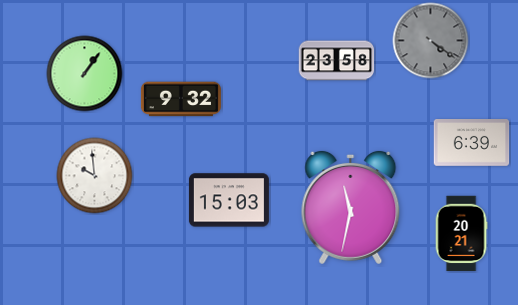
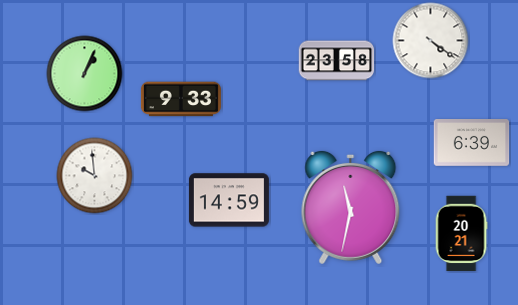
clock at (431, 41) dial: grey -> white
clock at (85, 74): 1:06 -> 1:04
clock at (181, 99): 9:32 -> 9:33
clock at (229, 200): 15:03 -> 14:59
